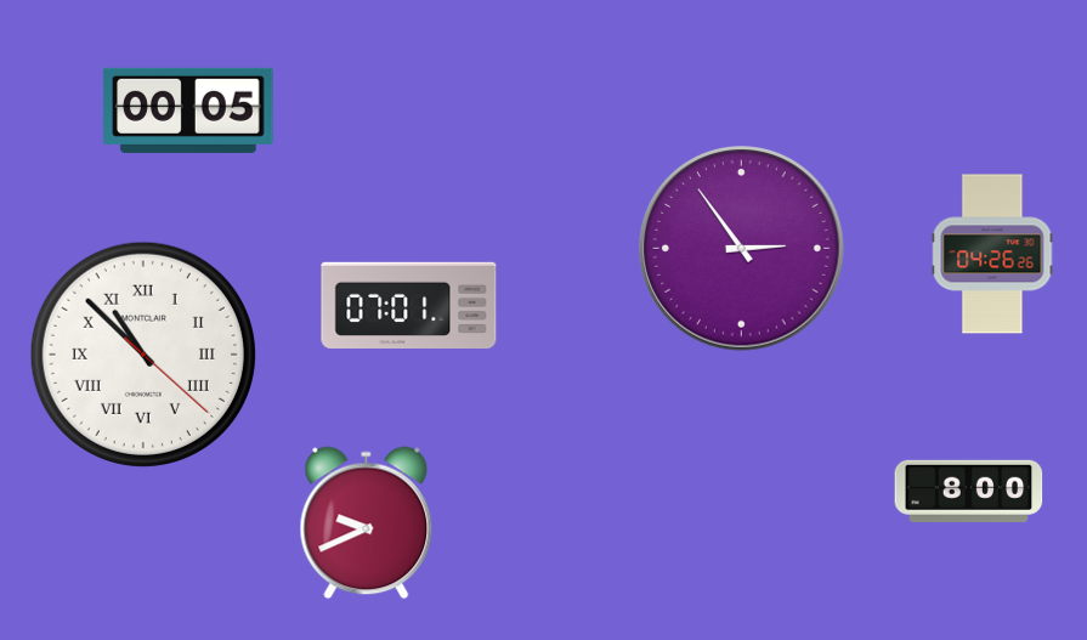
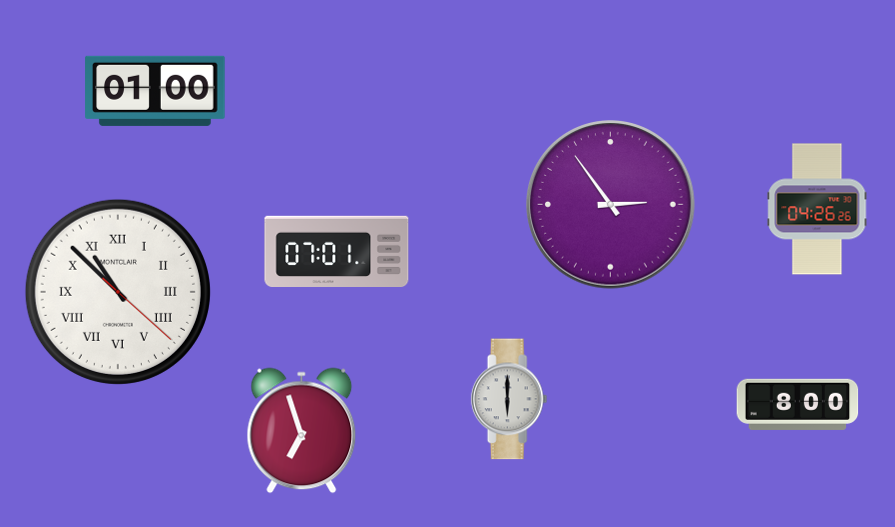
clock at (188, 111): 00:05 -> 01:00
clock at (509, 399): none -> 6:00
clock at (367, 523): 9:41 -> 6:57
